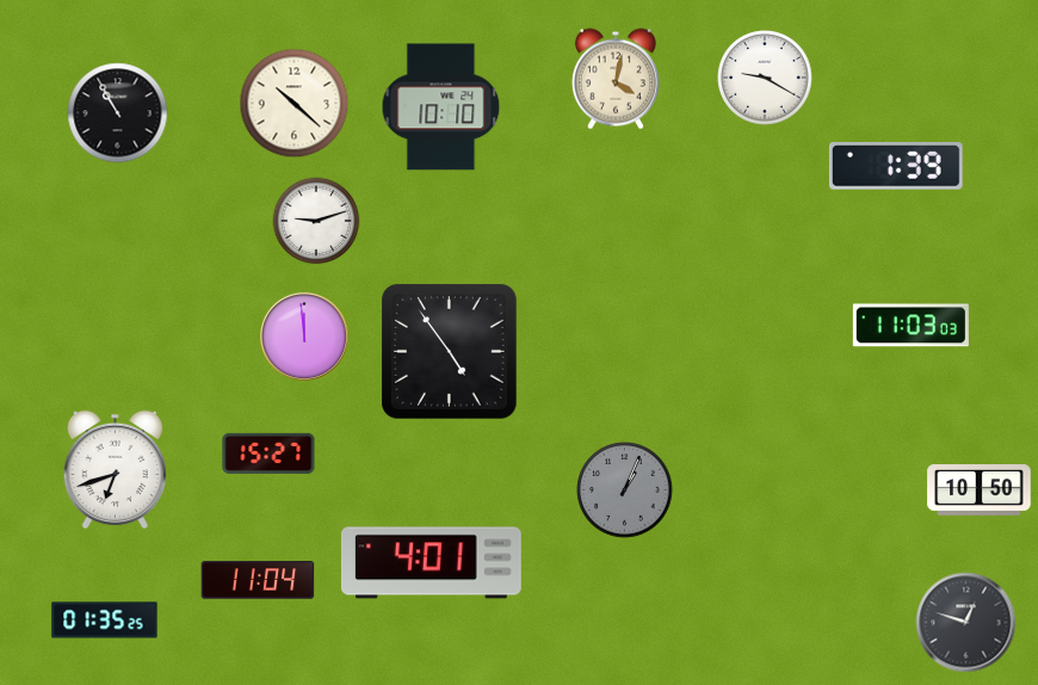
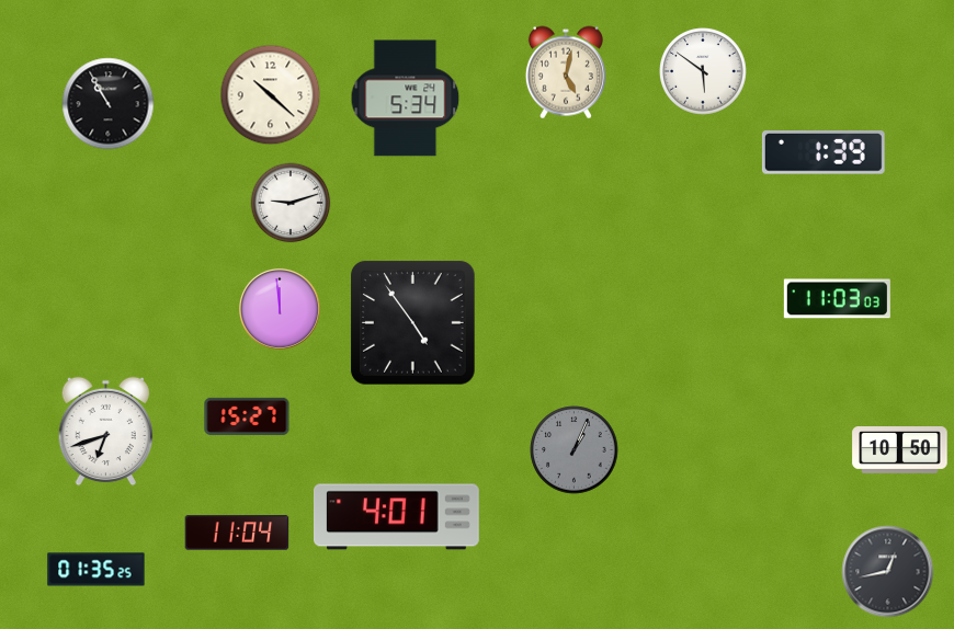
clock at (765, 78): 9:20 -> 5:51
clock at (616, 79): 4:02 -> 5:02
clock at (441, 107): 10:10 -> 5:34
clock at (966, 623): 12:48 -> 12:43
